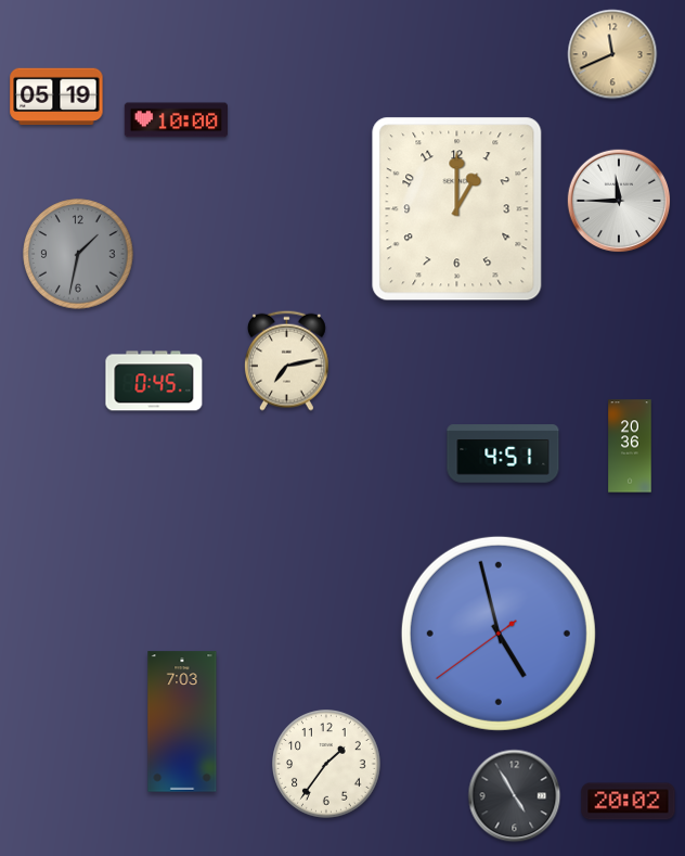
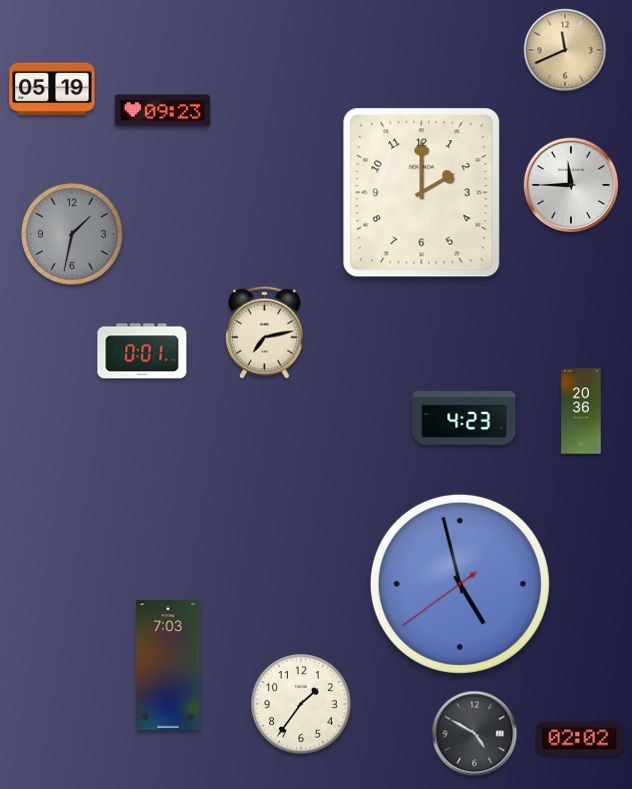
clock at (176, 120): 10:00 -> 09:23
clock at (457, 209): 1:00 -> 2:00
clock at (154, 381): 0:45 -> 0:01
clock at (503, 453): 4:51 -> 4:23
clock at (515, 796): 4:55 -> 4:50
clock at (629, 802): 20:02 -> 02:02
